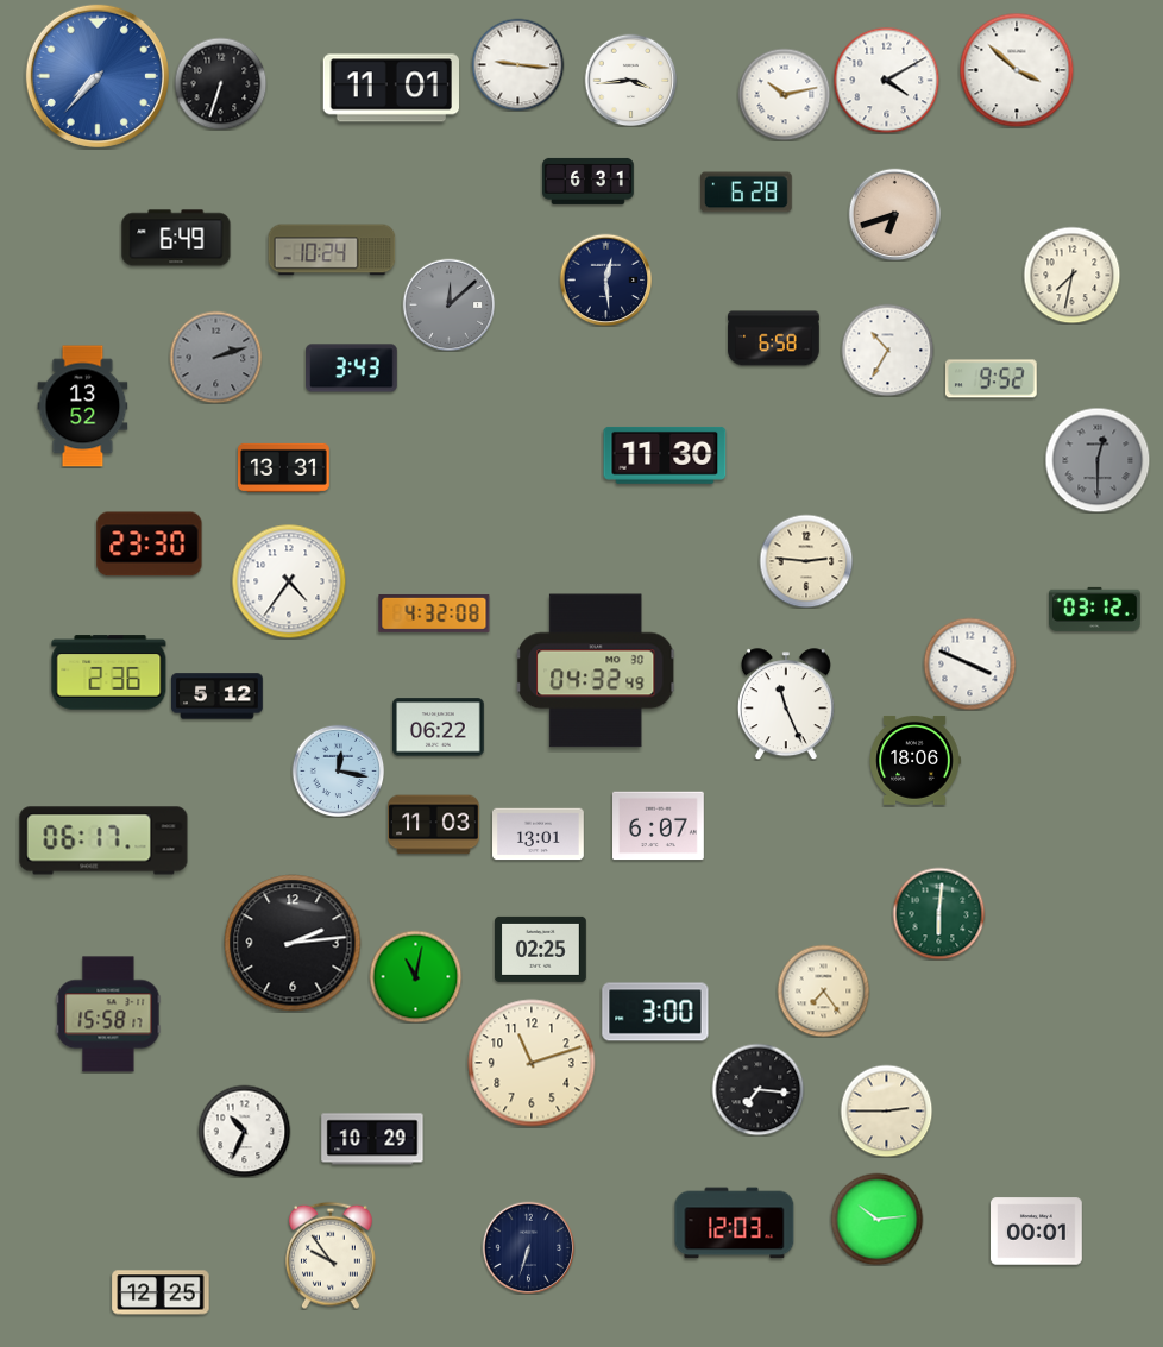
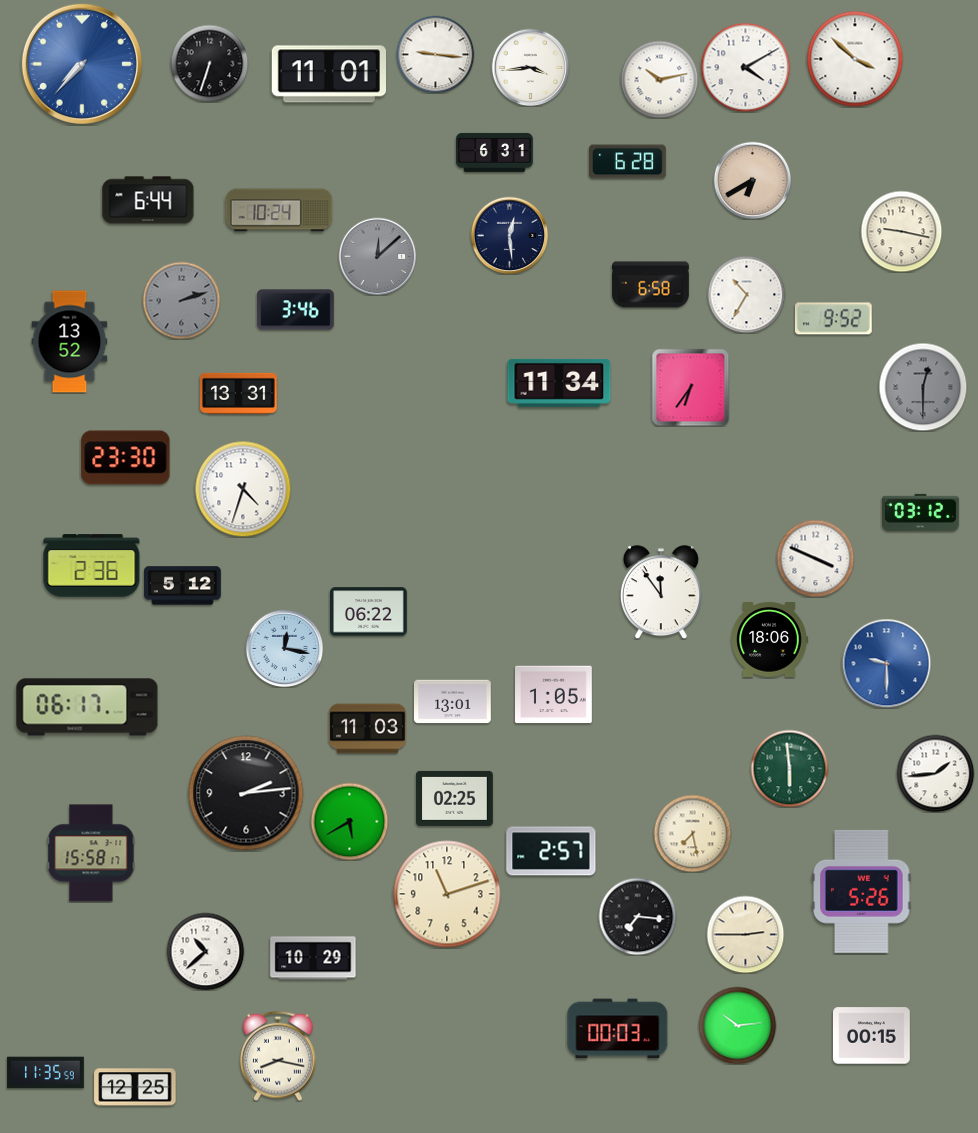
clock at (220, 83) position: (220, 83) -> (209, 63)
clock at (894, 214): 6:42 -> 6:40
clock at (176, 238): 6:49 -> 6:44
clock at (1071, 275): 7:32 -> 9:17
clock at (352, 369): 3:43 -> 3:46
clock at (665, 455): 11:30 -> 11:34
clock at (690, 387): none -> 6:36
clock at (806, 561): 2:46 -> none
clock at (289, 581): 4:36 -> 4:33
clock at (434, 613): 4:32 -> none
clock at (597, 671): 04:32 -> none
clock at (786, 704): 11:26 -> 11:54
clock at (886, 663): none -> 9:30
clock at (434, 825) position: (434, 825) -> (368, 729)
clock at (659, 826): 6:07 -> 1:05
clock at (938, 913): 6:01 -> 5:59
clock at (935, 773): none -> 1:44
clock at (415, 976): 11:02 -> 5:40
clock at (823, 990): 7:24 -> 7:28
clock at (655, 1012): 3:00 -> 2:57
clock at (862, 891): none -> 5:26
clock at (244, 1131): 10:34 -> 10:38
clock at (735, 1223): 12:03 -> 00:03
clock at (1037, 1232): 00:01 -> 00:15
clock at (528, 1247): 6:33 -> none
clock at (332, 1255): 9:54 -> 8:17
clock at (46, 1073): none -> 11:35
